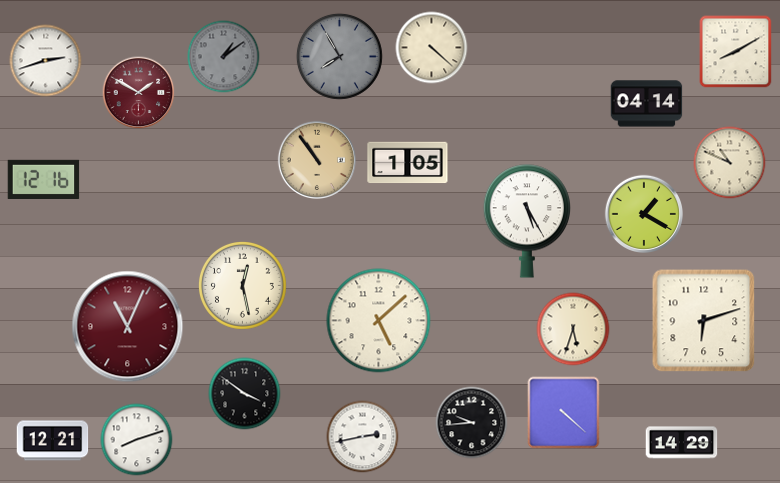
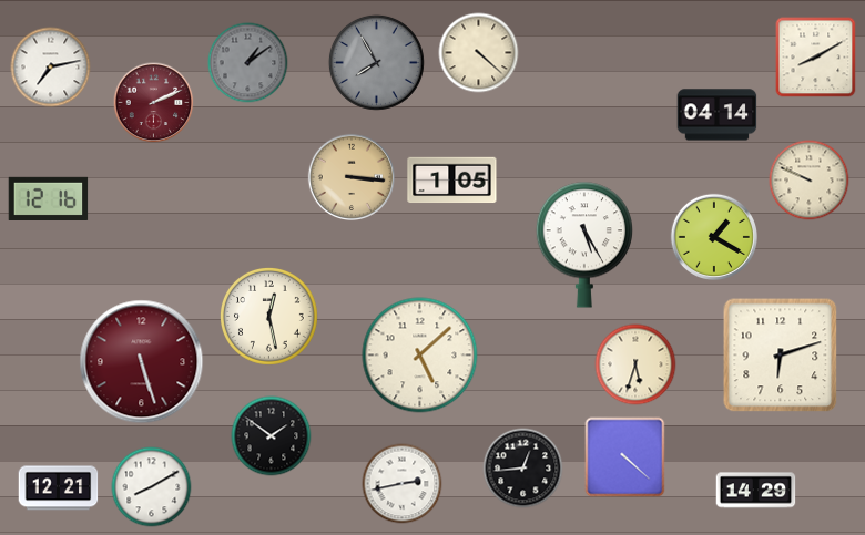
clock at (46, 61): 2:42 -> 7:13
clock at (139, 93): 1:50 -> 2:11
clock at (316, 159): 10:54 -> 3:16
clock at (730, 163): 10:49 -> 9:49
clock at (128, 327): 11:04 -> 5:27
clock at (245, 394): 3:51 -> 1:51
clock at (472, 423): 9:44 -> 12:44
clock at (137, 440): 8:12 -> 8:10
